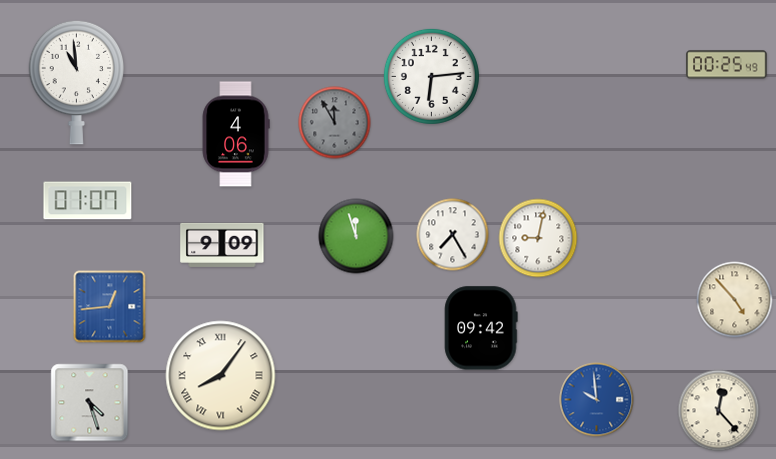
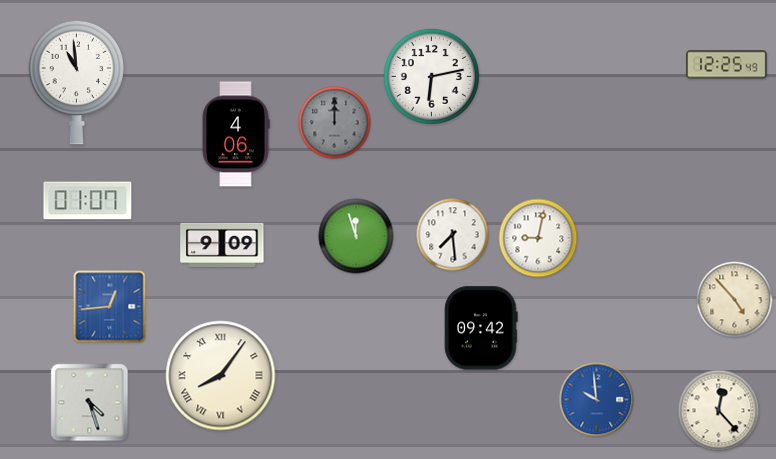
clock at (727, 65): 00:25 -> 12:25
clock at (431, 76): 6:14 -> 6:13
clock at (335, 123): 11:55 -> 12:00
clock at (453, 235): 7:25 -> 7:29
